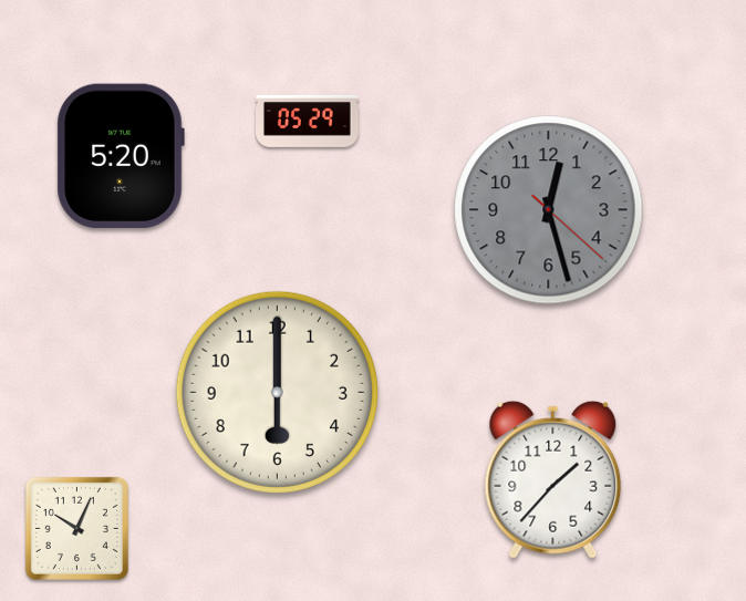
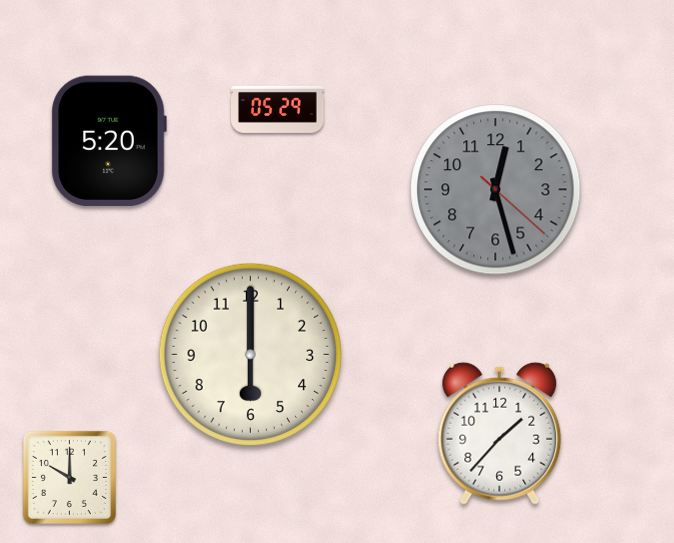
clock at (76, 528): 10:04 -> 10:00
